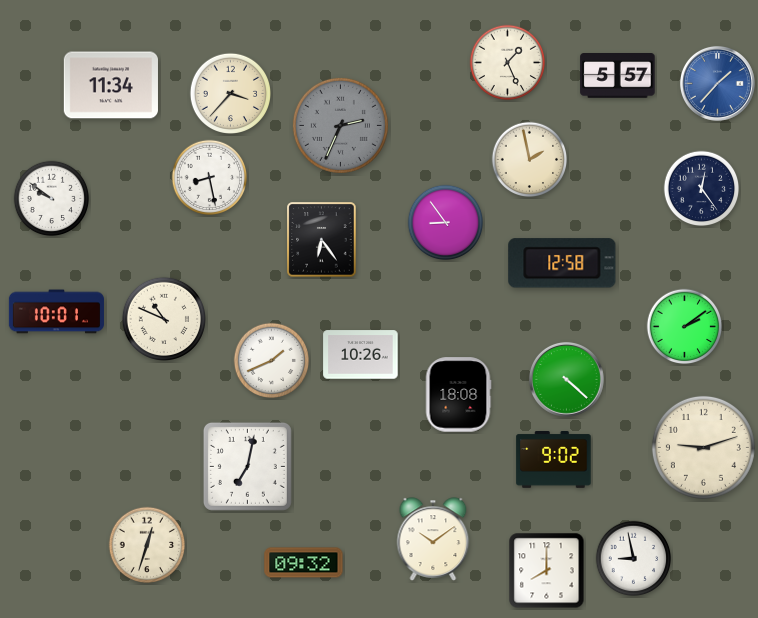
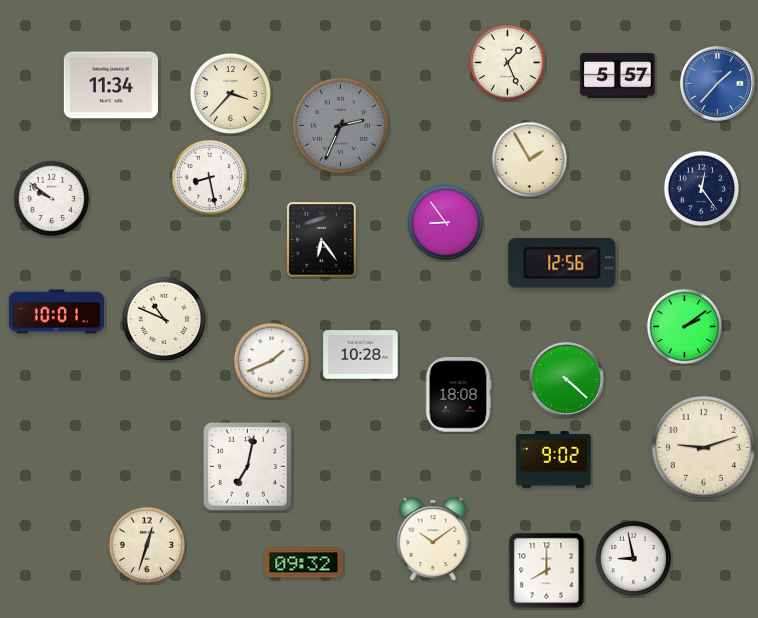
clock at (530, 160): 1:58 -> 1:55
clock at (562, 263): 12:58 -> 12:56
clock at (361, 355): 10:26 -> 10:28
